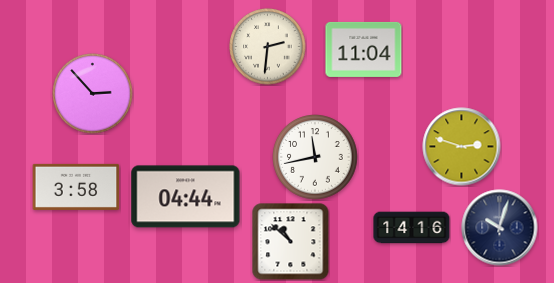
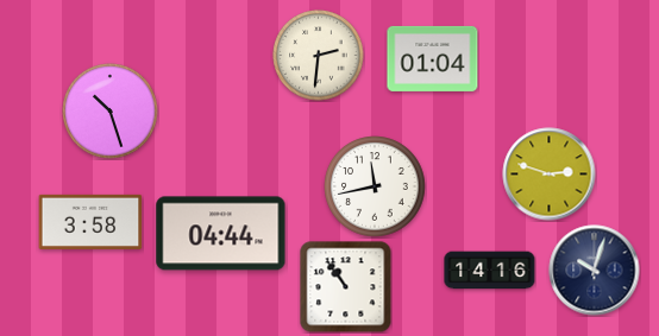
clock at (364, 49): 11:04 -> 01:04
clock at (93, 94): 2:53 -> 10:27
clock at (291, 242): 10:52 -> 10:54
